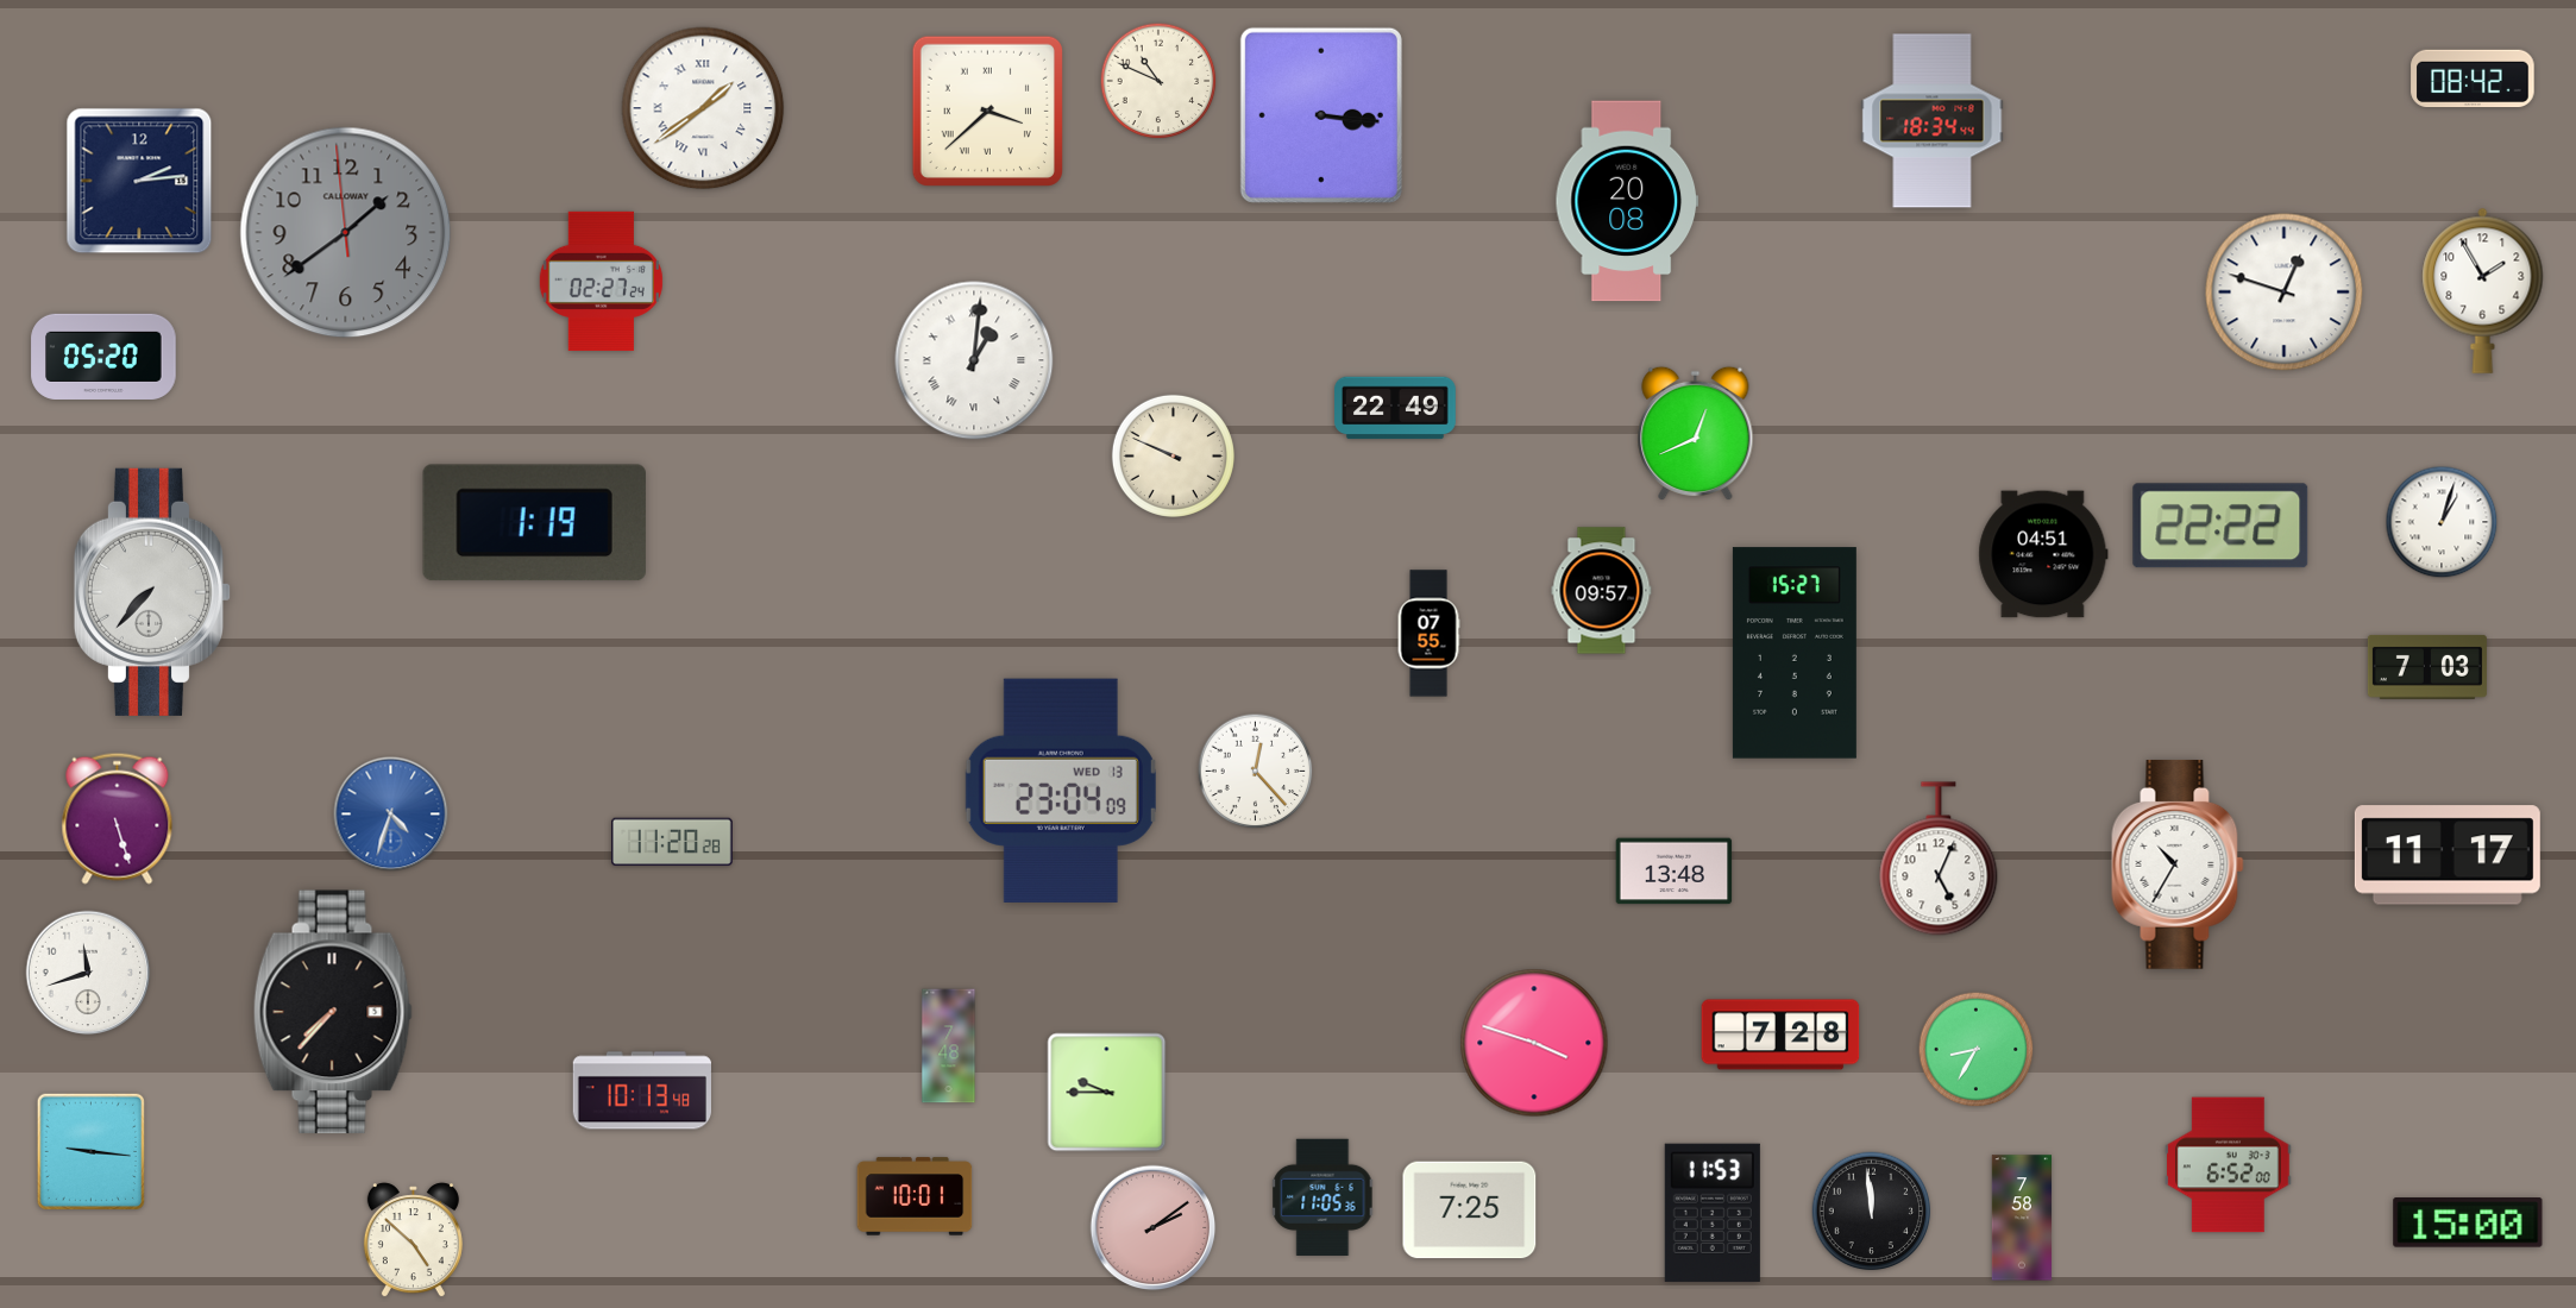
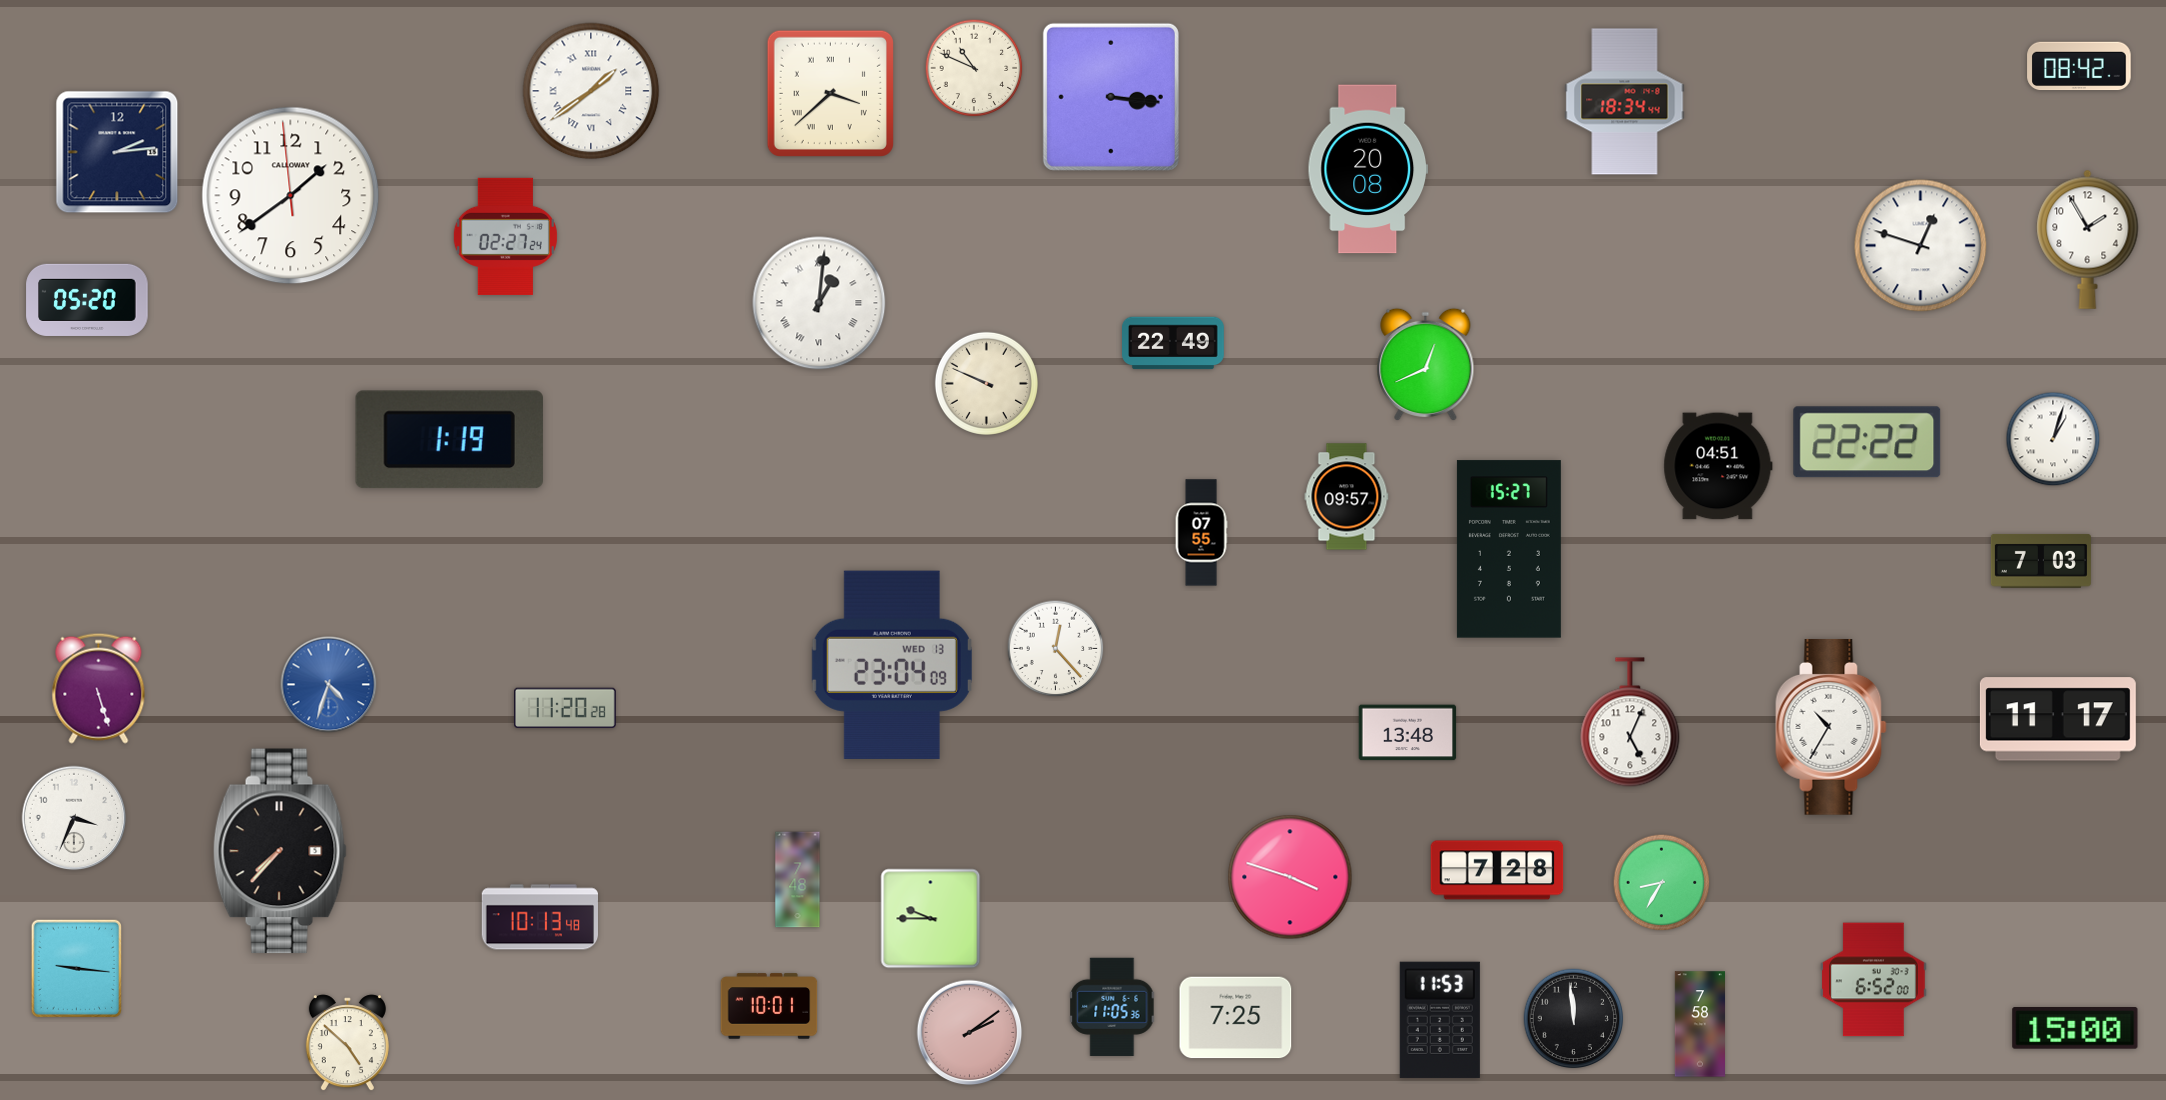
clock at (346, 233) dial: grey -> white
clock at (2483, 290) position: (2483, 290) -> (2088, 239)
clock at (151, 592): 7:37 -> none
clock at (88, 973): 11:42 -> 3:34
